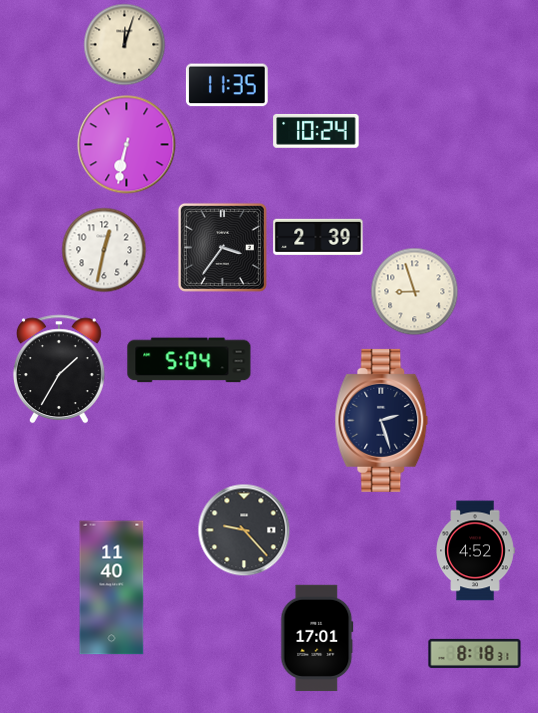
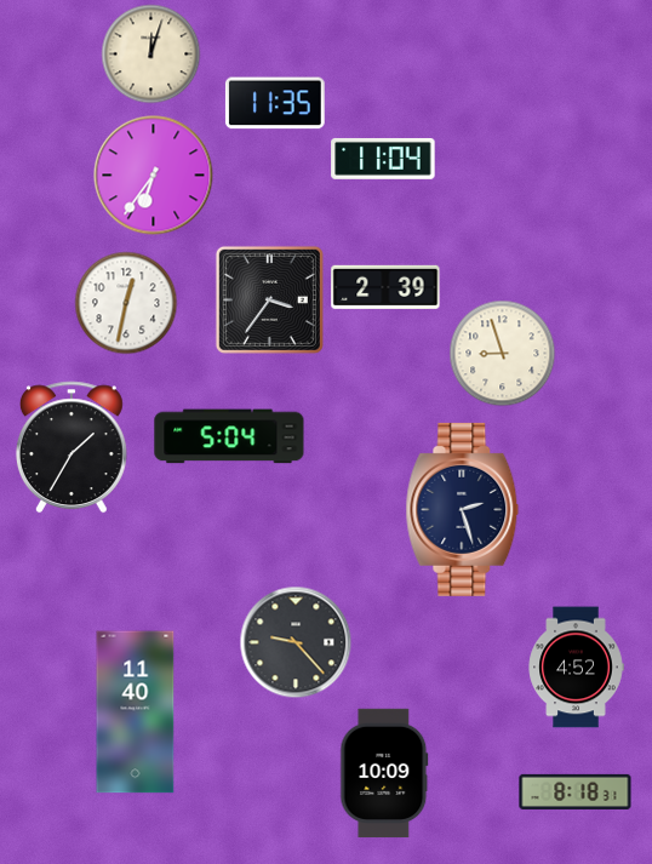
clock at (316, 131): 10:24 -> 11:04
clock at (127, 145): 6:32 -> 6:36
clock at (317, 638): 17:01 -> 10:09
